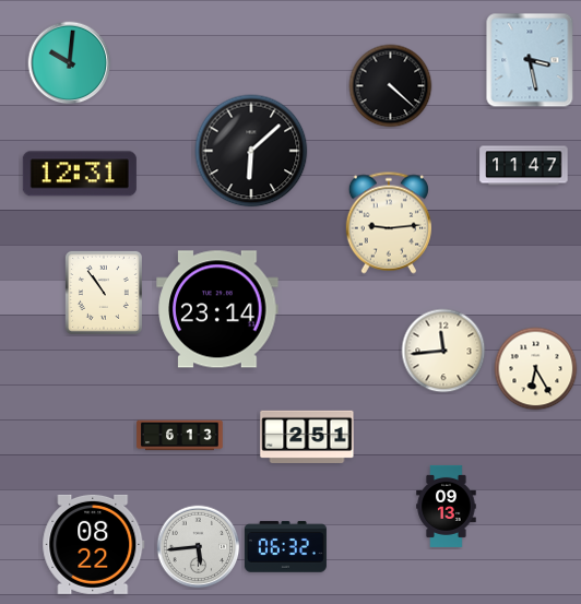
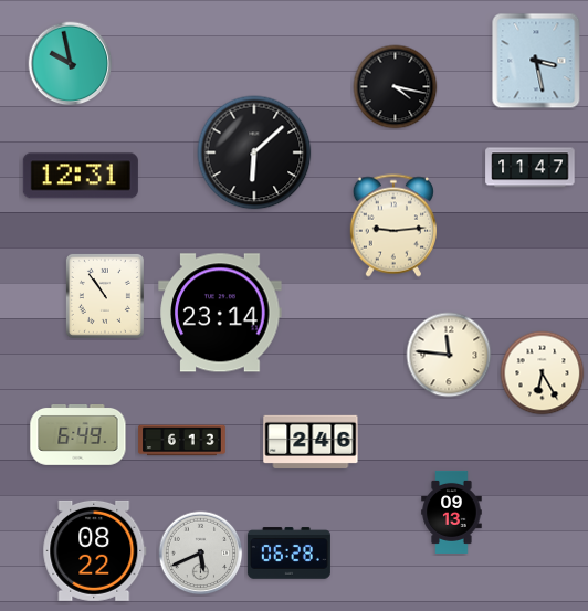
clock at (70, 63): 10:01 -> 9:58
clock at (391, 86): 4:22 -> 4:17
clock at (443, 351): 11:44 -> 11:46
clock at (78, 435): none -> 6:49
clock at (307, 437): 2:51 -> 2:46
clock at (199, 547): 5:44 -> 5:41
clock at (285, 547): 06:32 -> 06:28
